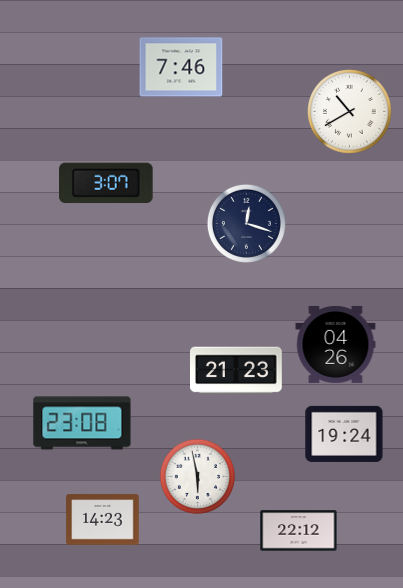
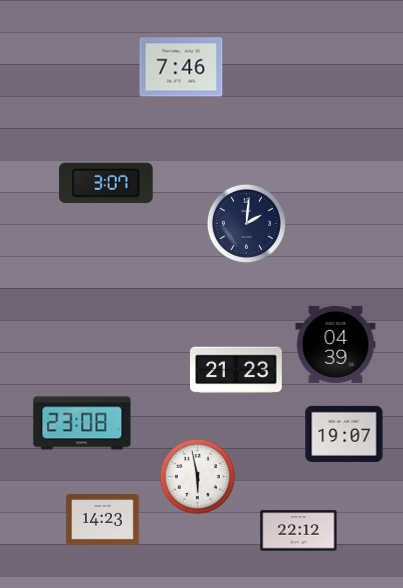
clock at (350, 112): 10:40 -> none
clock at (246, 223): 12:18 -> 2:01
clock at (336, 344): 04:26 -> 04:39
clock at (344, 434): 19:24 -> 19:07
